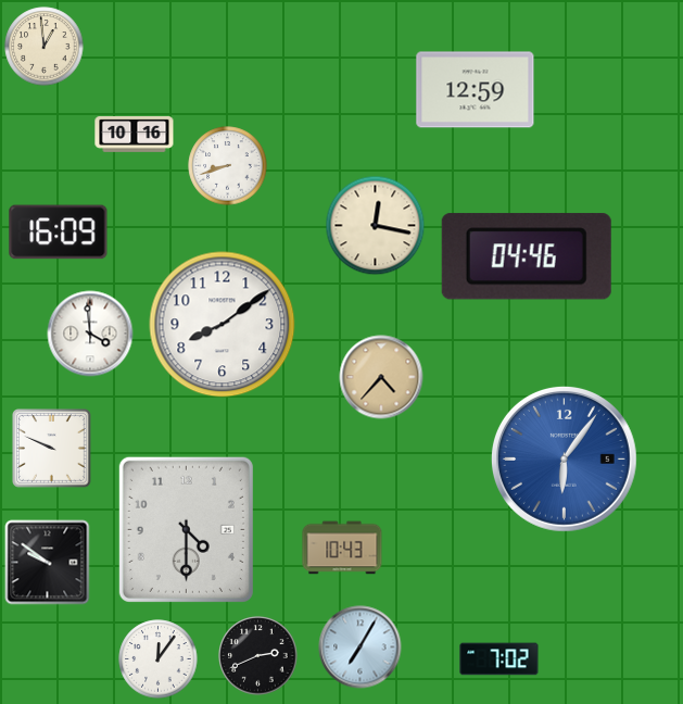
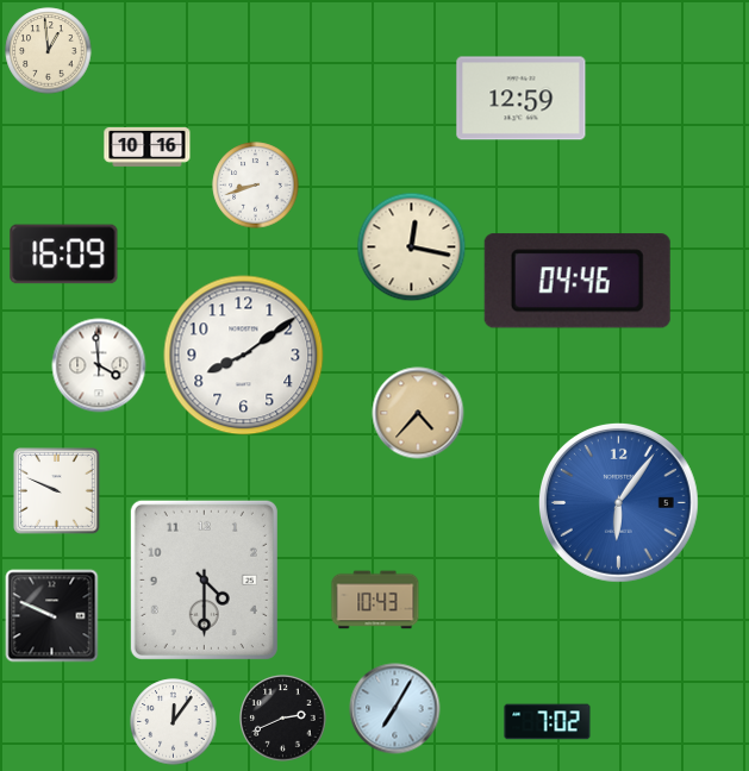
clock at (228, 166) position: (228, 166) -> (256, 186)
clock at (48, 563): 9:51 -> 9:49
